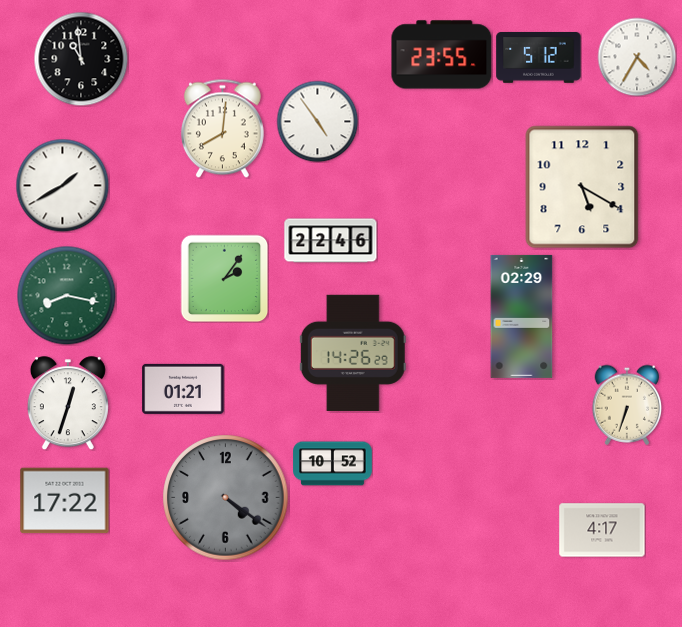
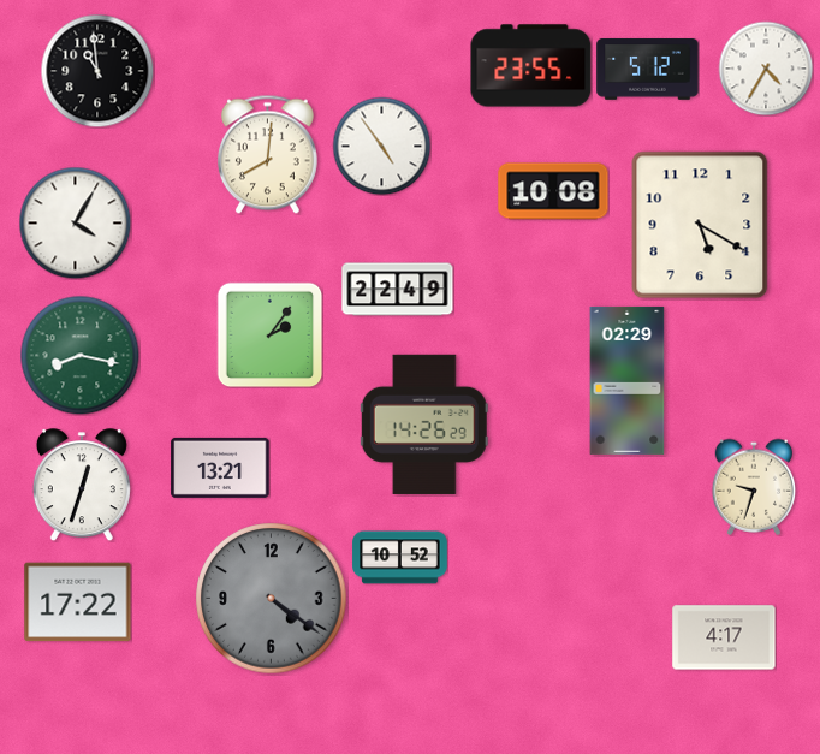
clock at (553, 191): none -> 10:08
clock at (62, 185): 1:40 -> 4:05
clock at (331, 241): 22:46 -> 22:49
clock at (183, 389): 01:21 -> 13:21
clock at (627, 405): 6:33 -> 9:33
